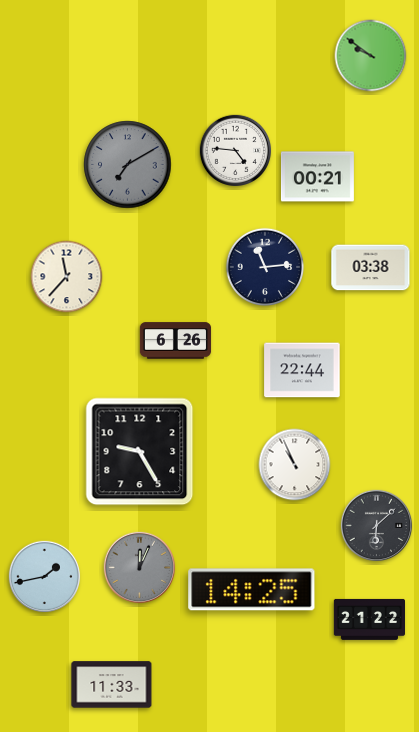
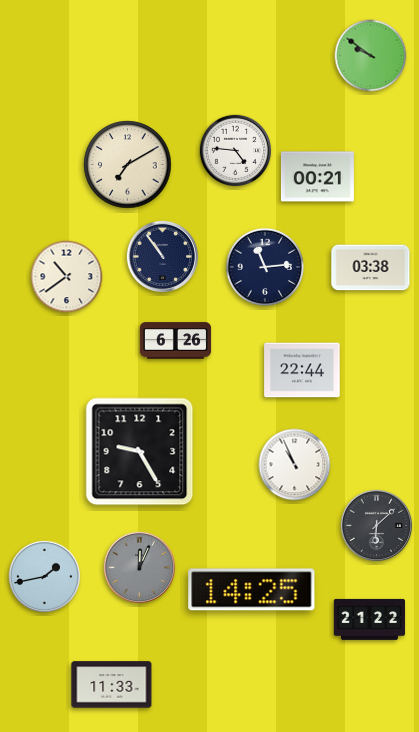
clock at (128, 165) dial: grey -> cream
clock at (163, 257): none -> 10:54
clock at (67, 277): 11:37 -> 10:39
